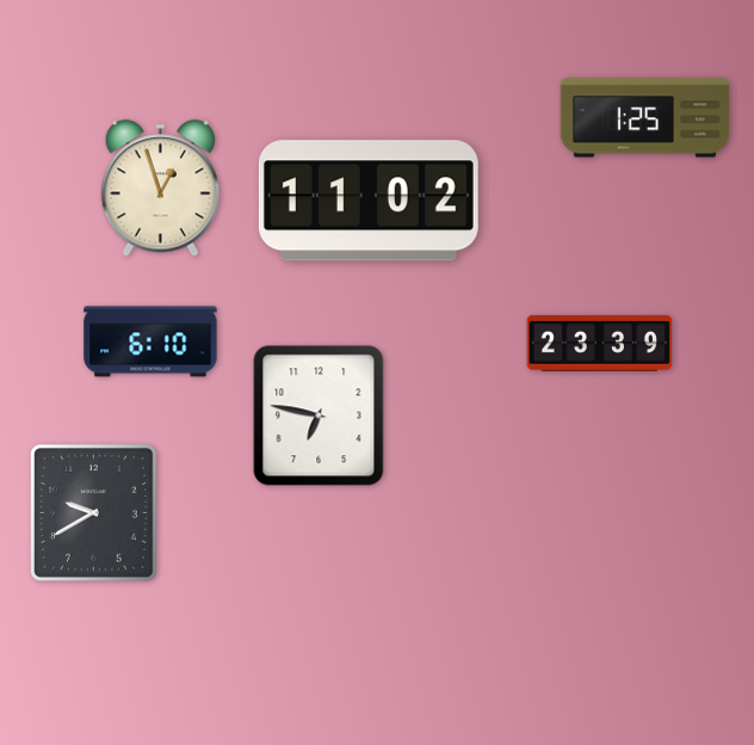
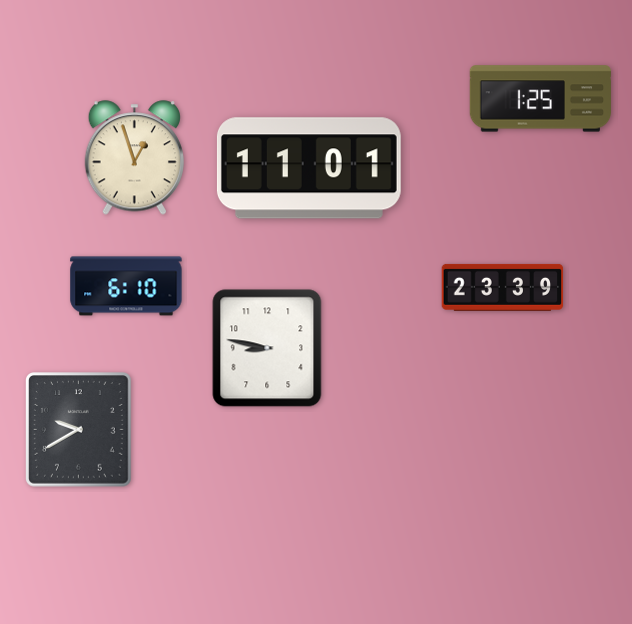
clock at (369, 201): 11:02 -> 11:01
clock at (319, 415): 6:47 -> 8:47
